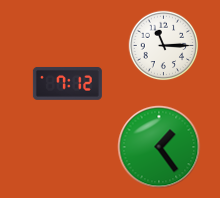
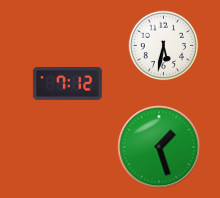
clock at (164, 46): 11:15 -> 5:32
clock at (159, 147): 1:24 -> 1:27
